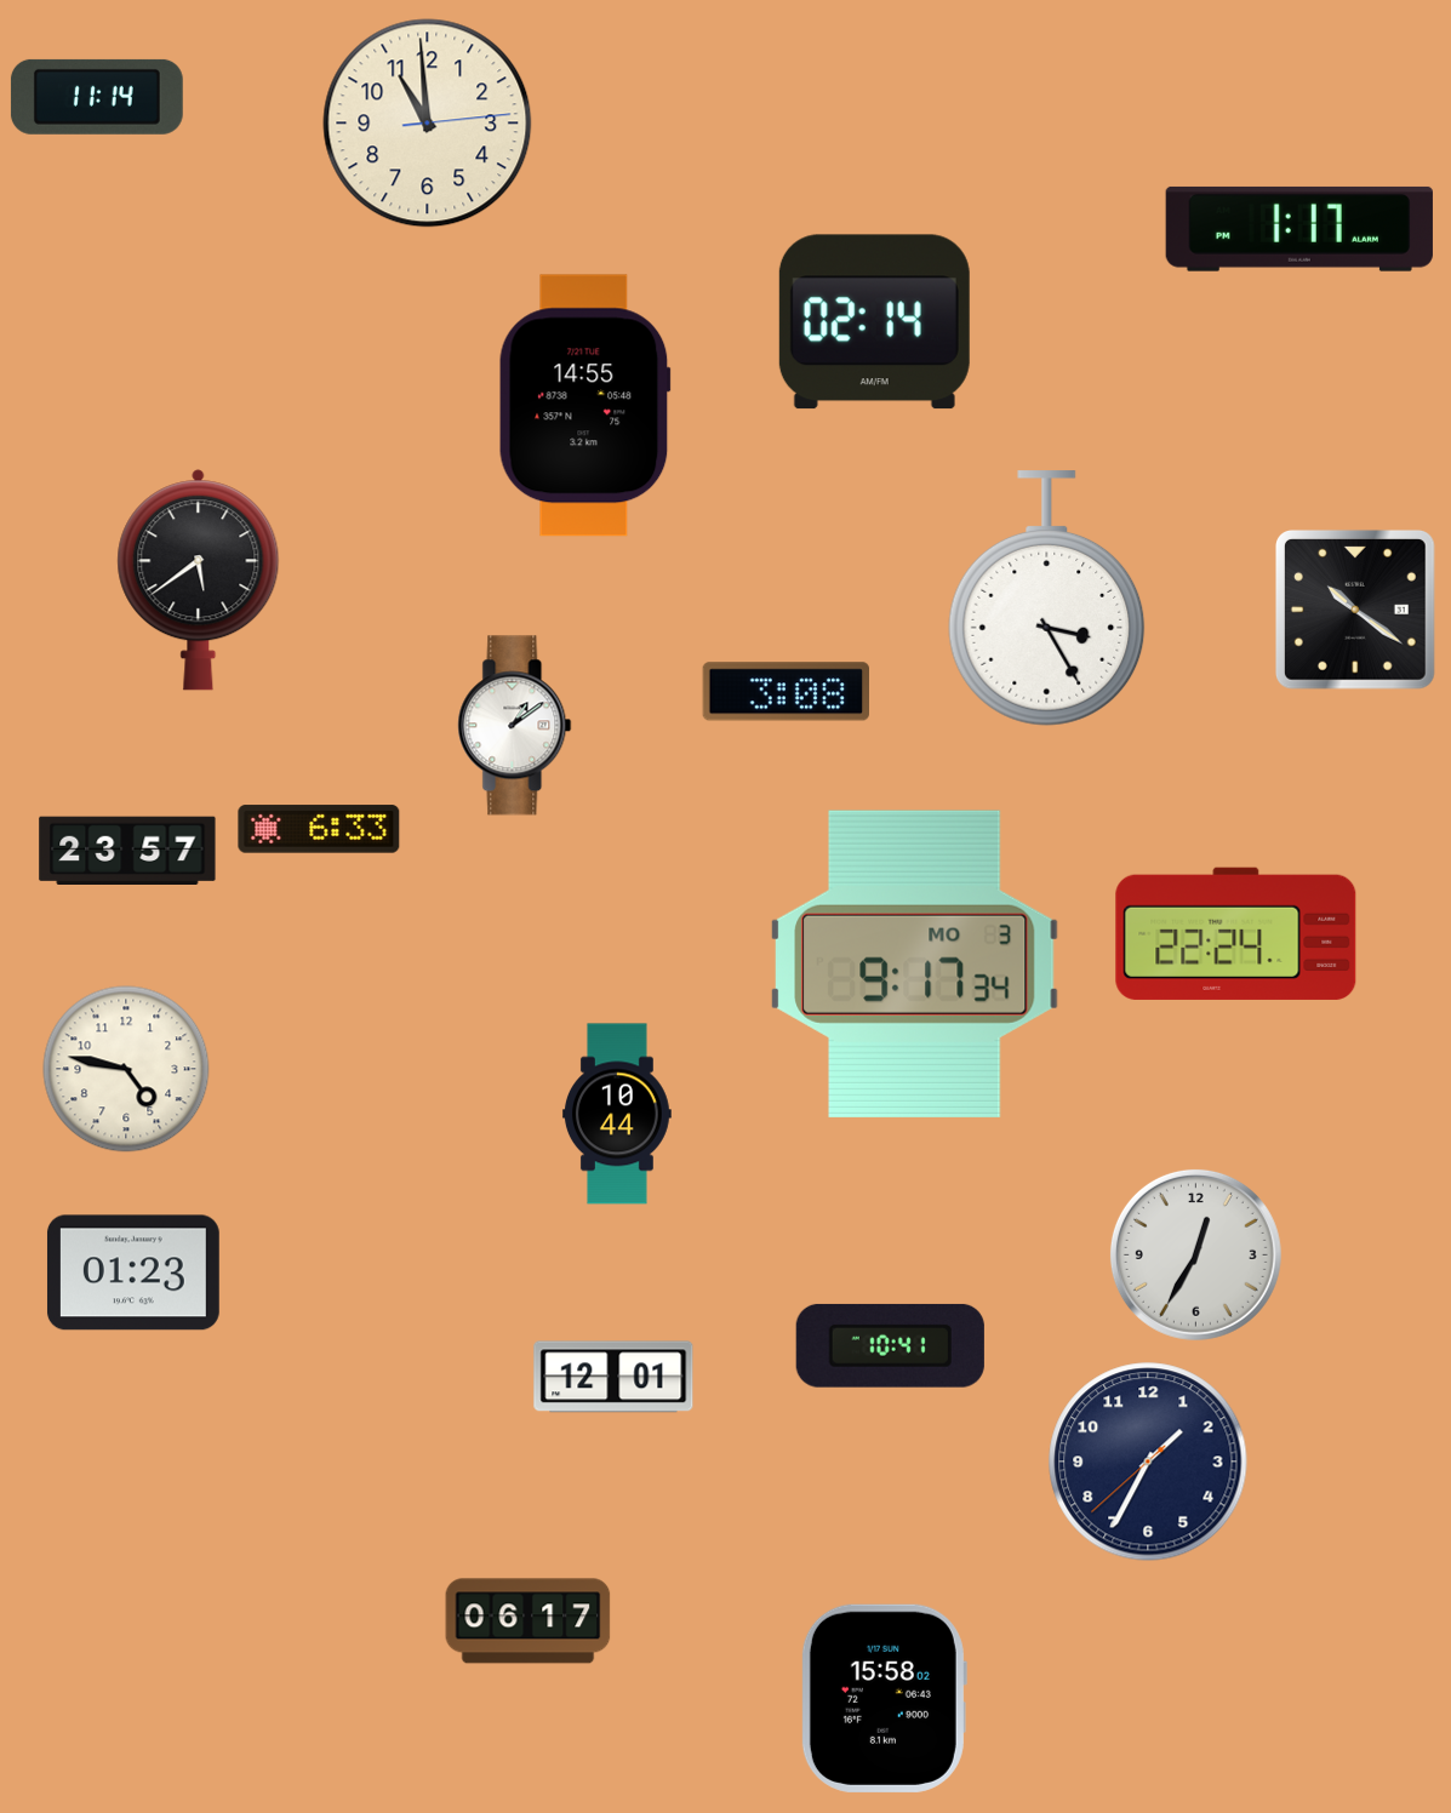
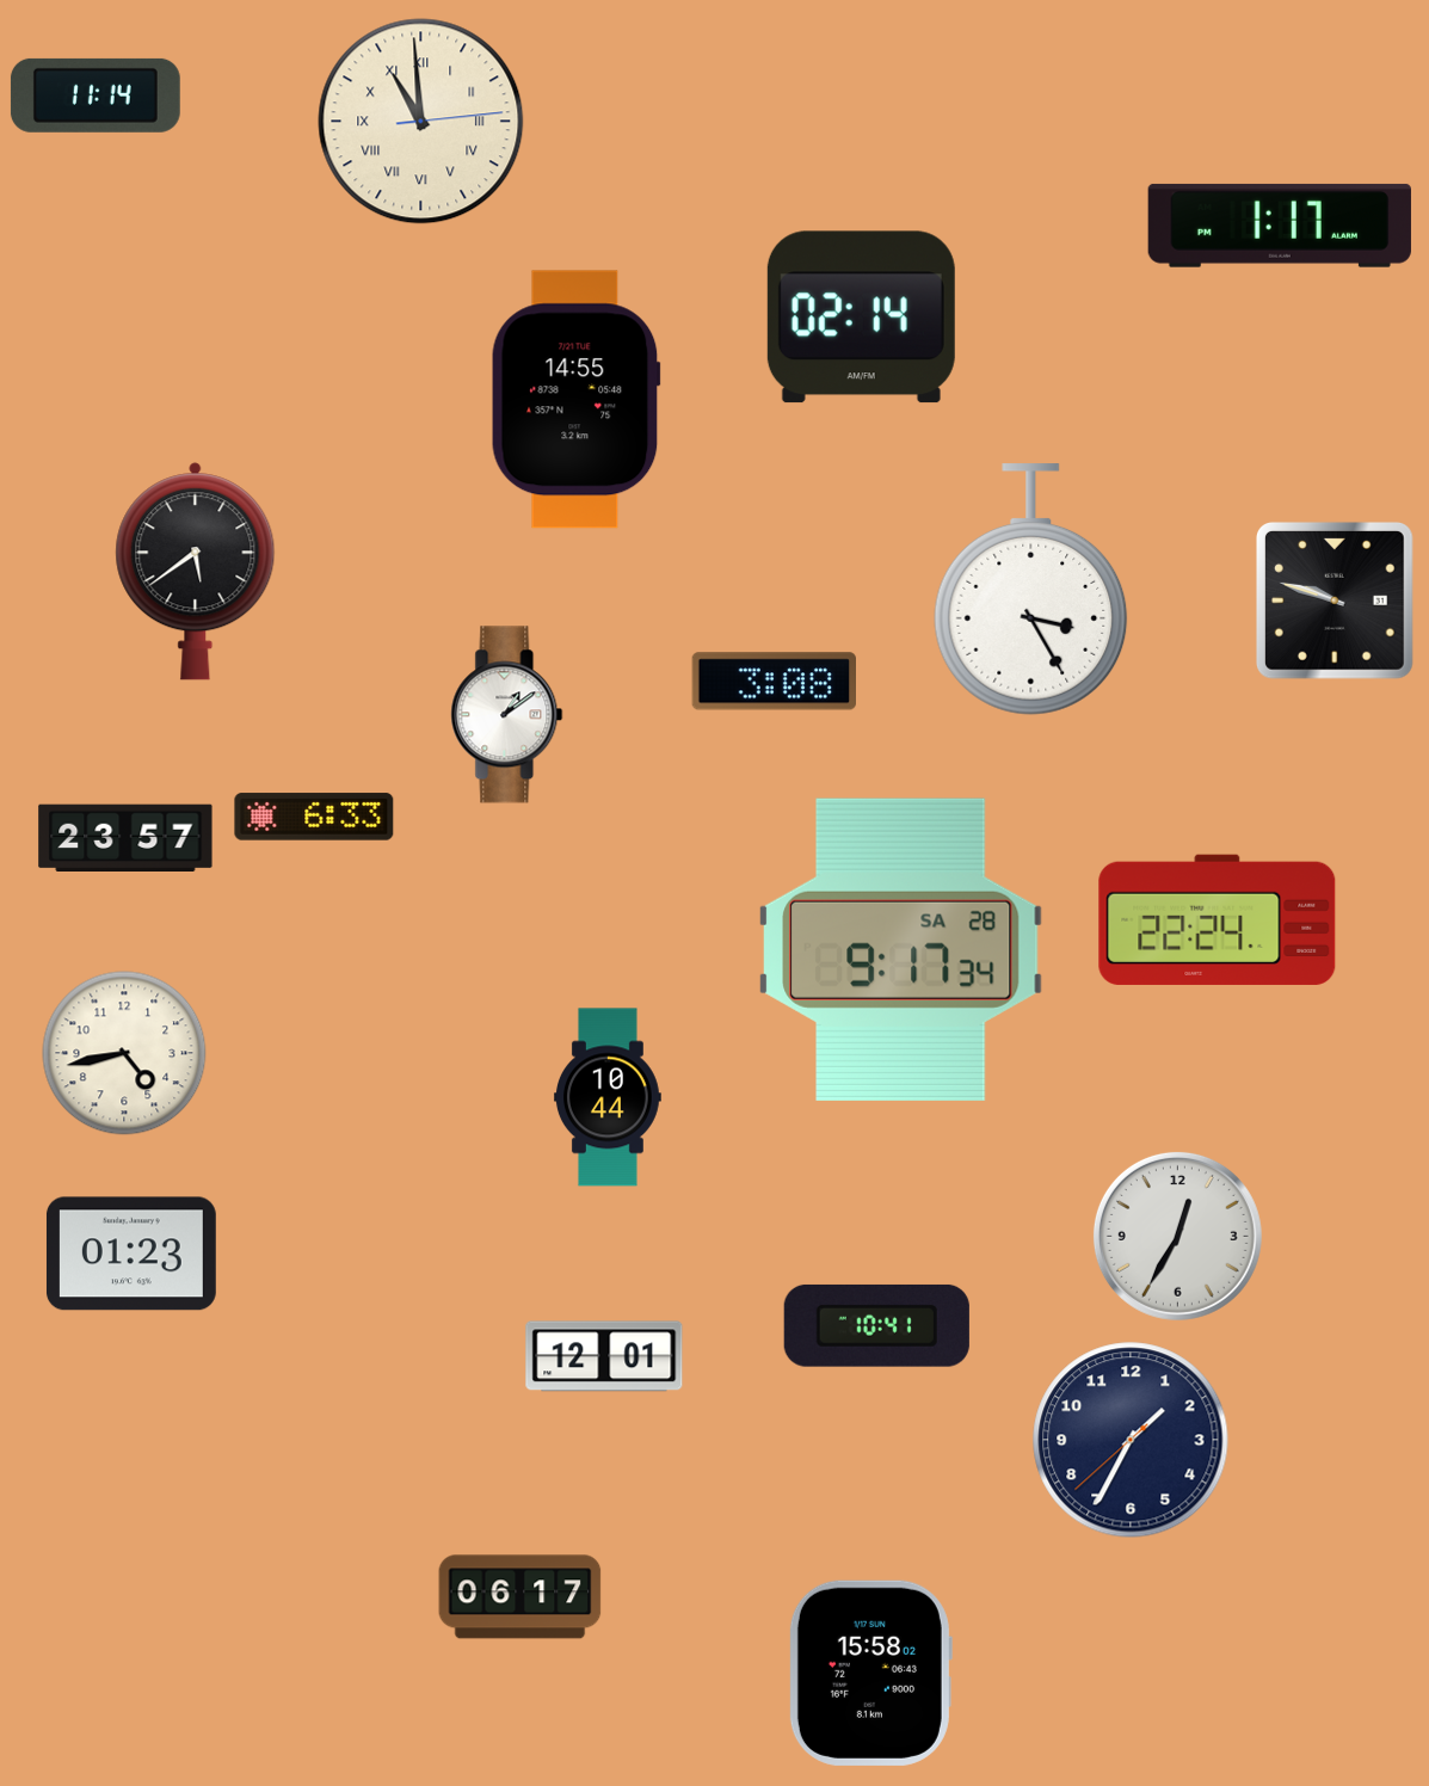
clock at (428, 124) numerals: Arabic -> Roman
clock at (1356, 611): 10:21 -> 9:48
clock at (915, 963) date: MO 3 -> SA 28
clock at (126, 1069): 4:47 -> 4:43
